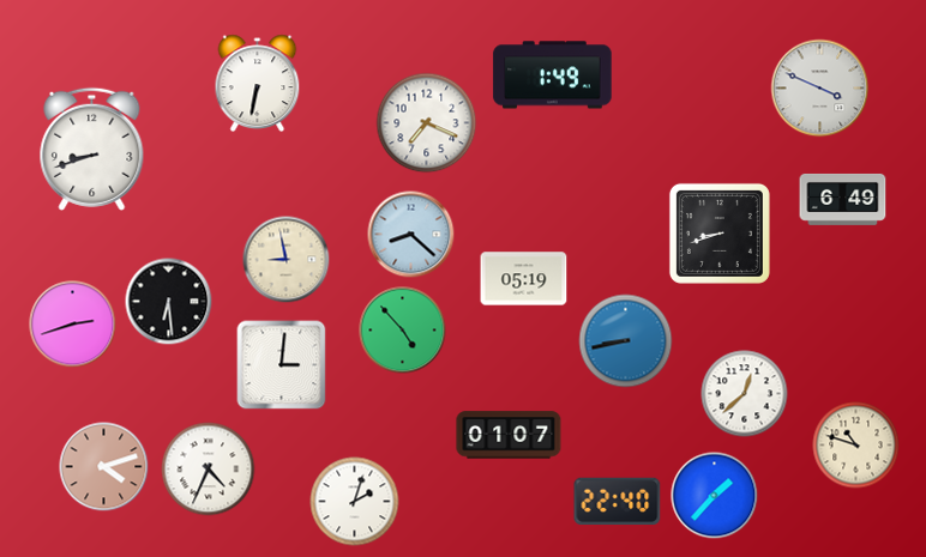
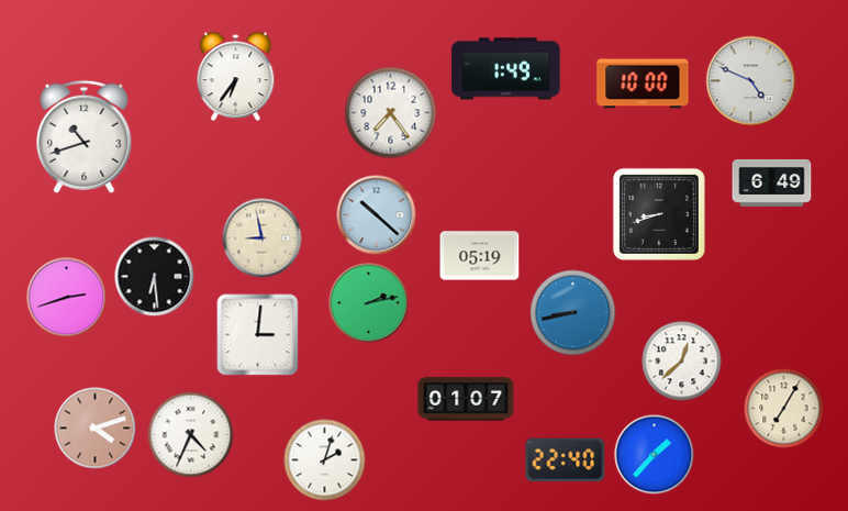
clock at (258, 84): 6:32 -> 6:36
clock at (820, 89): 3:49 -> 4:49
clock at (643, 84): none -> 10:00
clock at (427, 123): 7:19 -> 7:24
clock at (92, 149): 8:42 -> 10:42
clock at (411, 235): 8:22 -> 10:22
clock at (403, 331): 4:53 -> 2:13
clock at (856, 446): 10:48 -> 7:05
clock at (209, 470) position: (209, 470) -> (191, 435)
